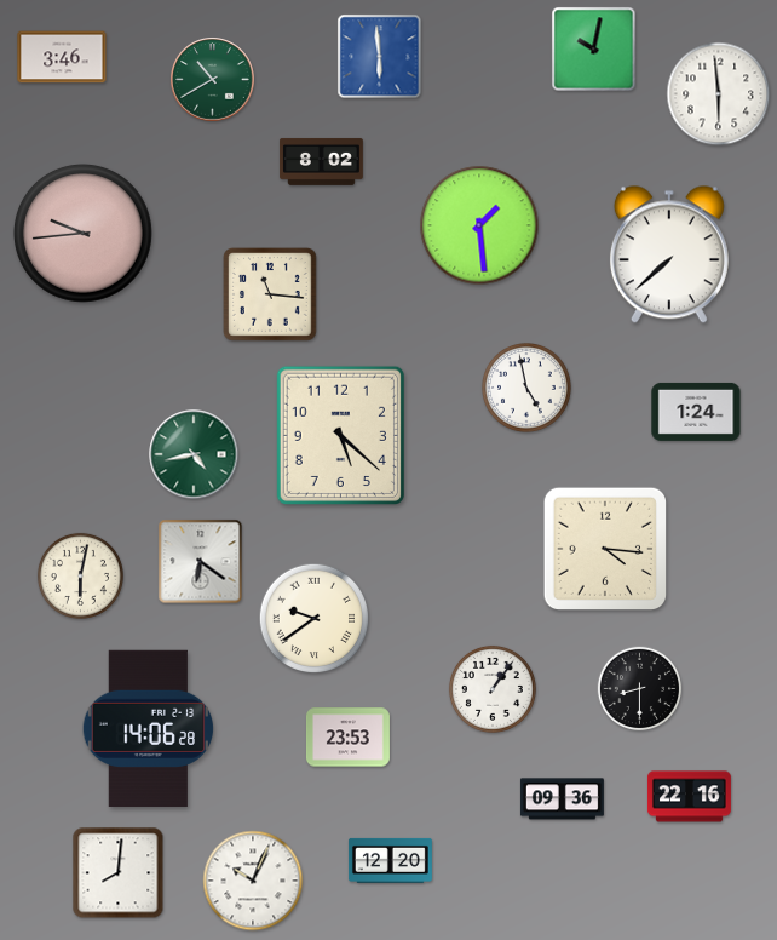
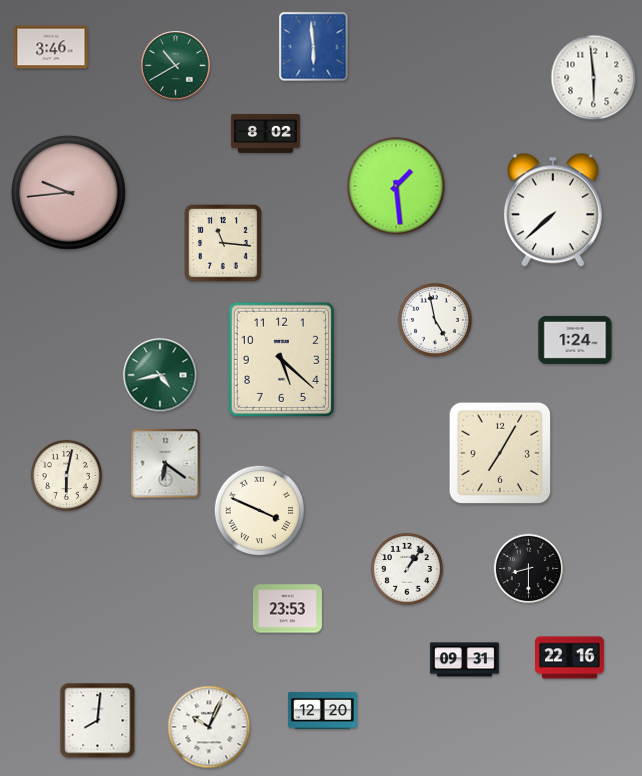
clock at (594, 50): 10:02 -> none
clock at (604, 548): 4:16 -> 7:05
clock at (313, 618): 9:39 -> 3:49
clock at (149, 728): 14:06 -> none
clock at (562, 799): 09:36 -> 09:31
